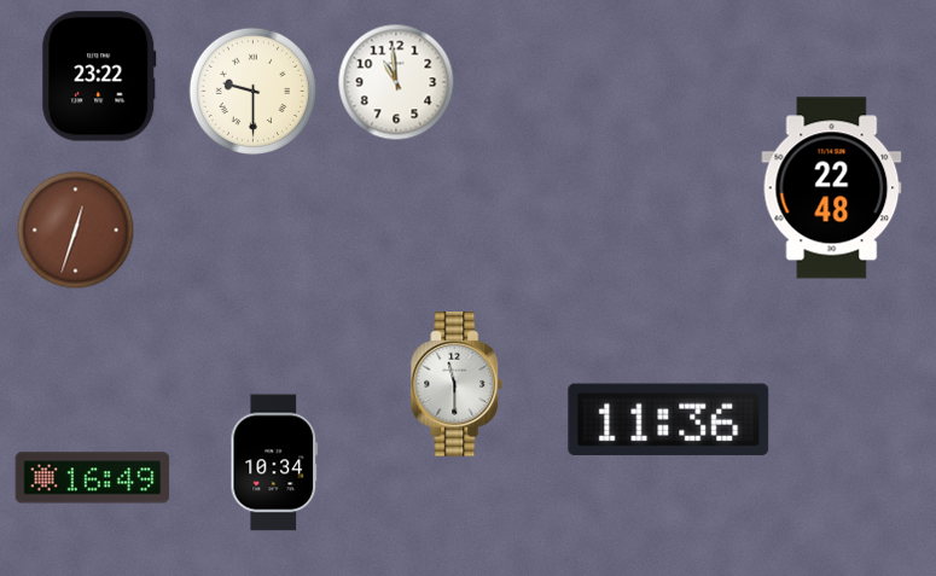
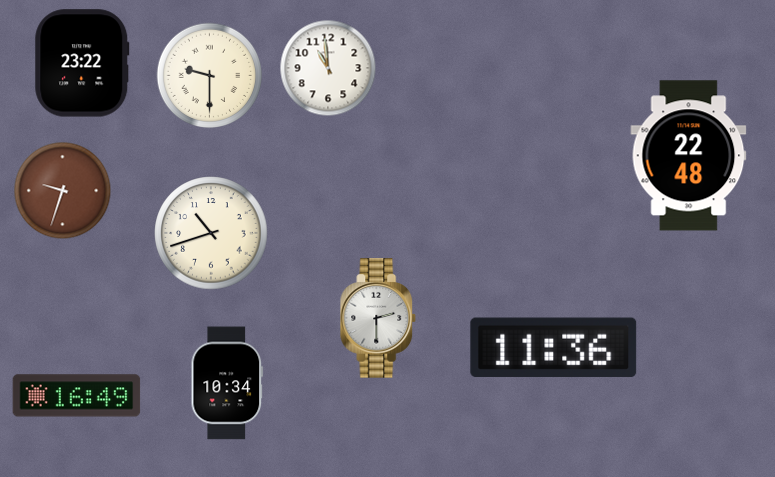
clock at (76, 231): 12:33 -> 9:33
clock at (211, 233): none -> 10:42
clock at (457, 384): 11:30 -> 2:30
